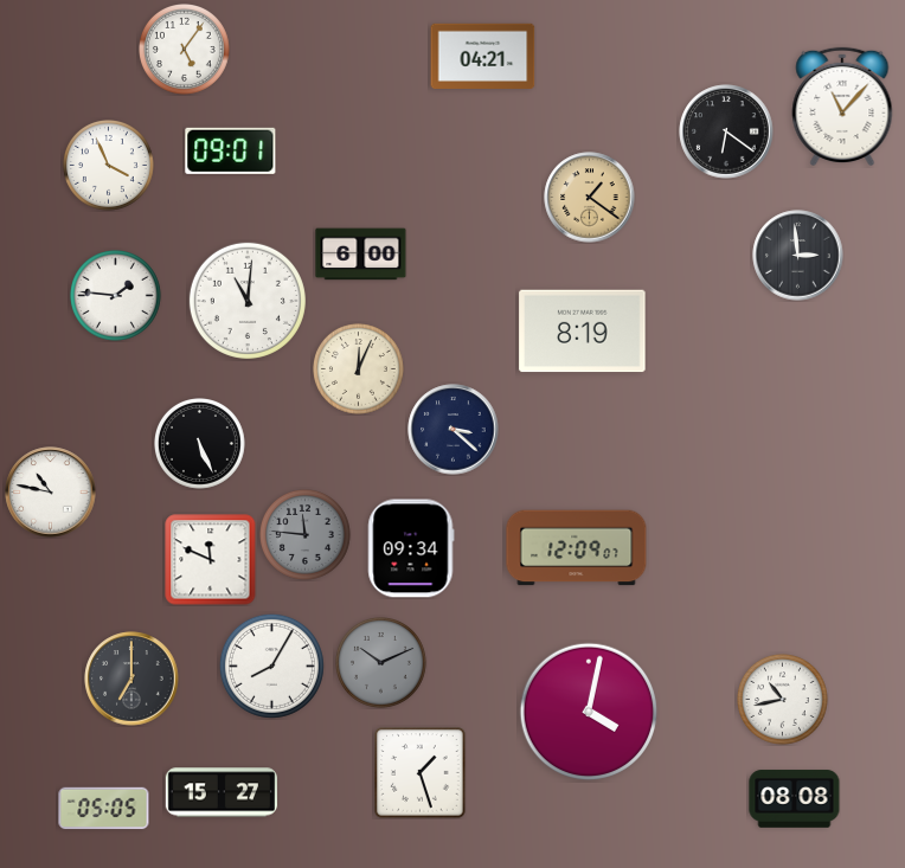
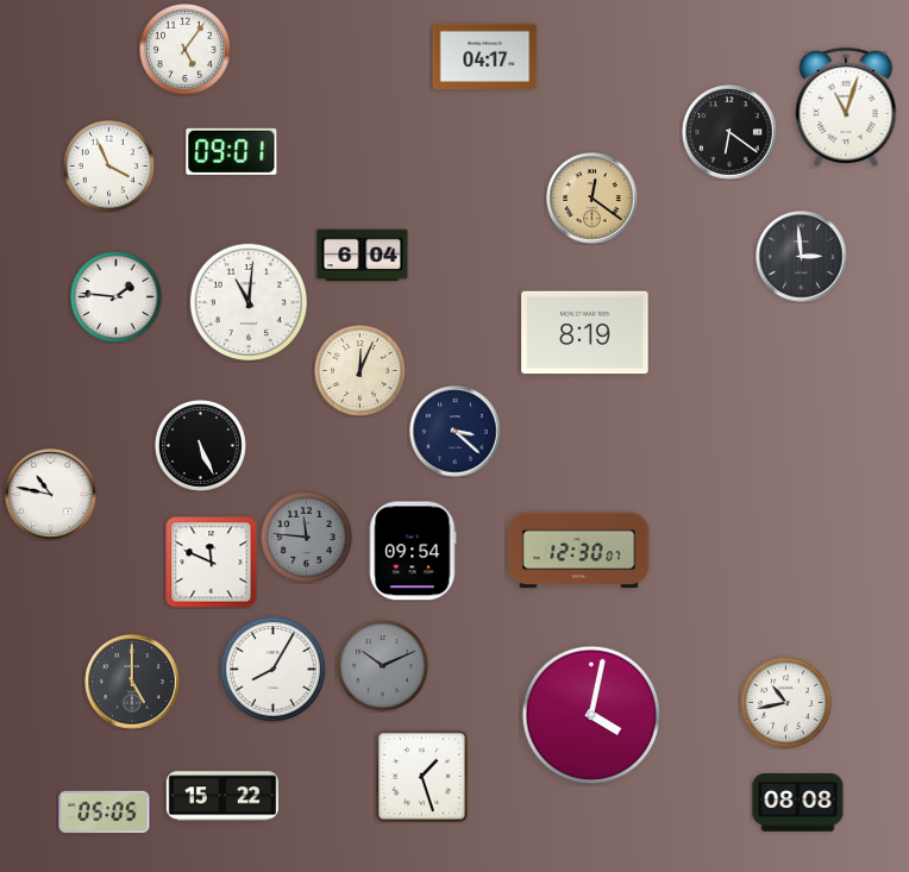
clock at (483, 56): 04:21 -> 04:17
clock at (842, 105): 11:07 -> 11:03
clock at (590, 198): 1:21 -> 12:21
clock at (361, 255): 6:00 -> 6:04
clock at (411, 548): 09:34 -> 09:54
clock at (577, 548): 12:09 -> 12:30
clock at (131, 679): 7:00 -> 5:00
clock at (222, 792): 15:27 -> 15:22
